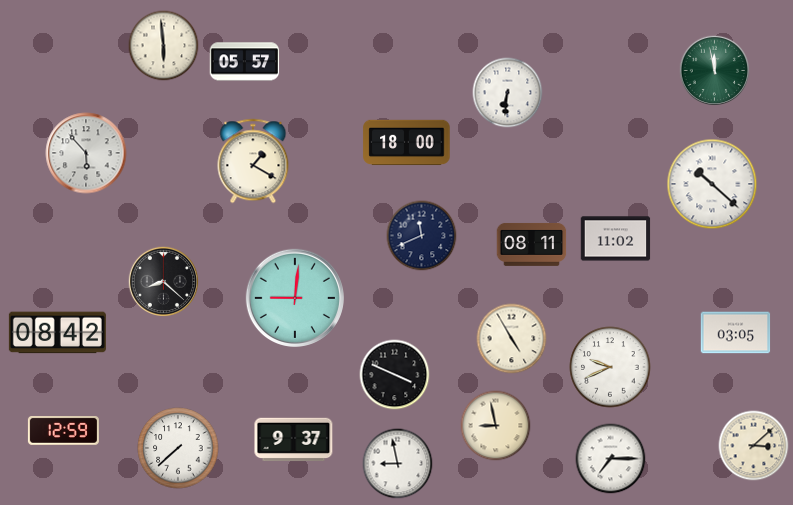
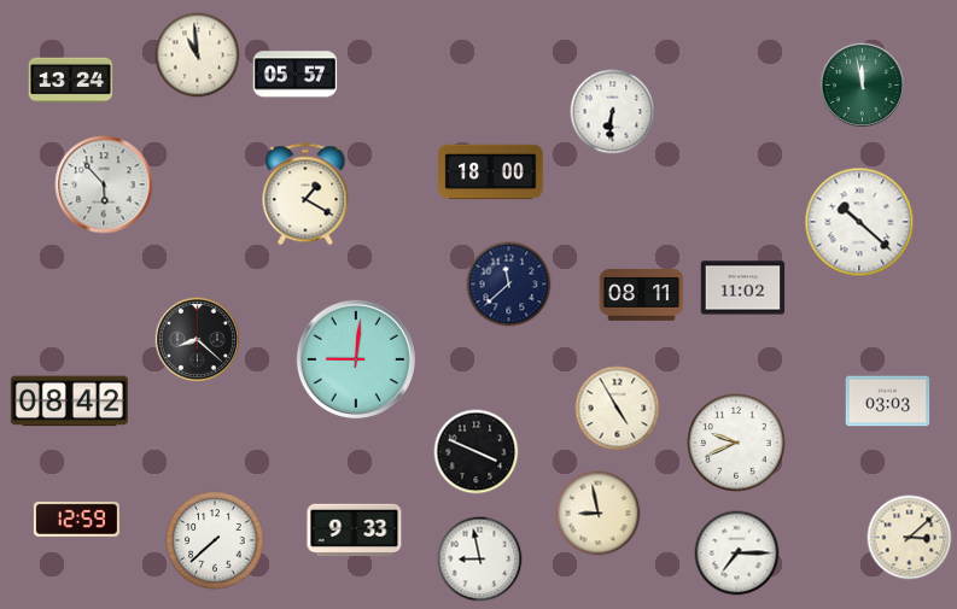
clock at (164, 46): 5:59 -> 10:59
clock at (71, 81): none -> 13:24
clock at (422, 236): 11:41 -> 11:38
clock at (736, 333): 03:05 -> 03:03
clock at (294, 440): 9:37 -> 9:33
